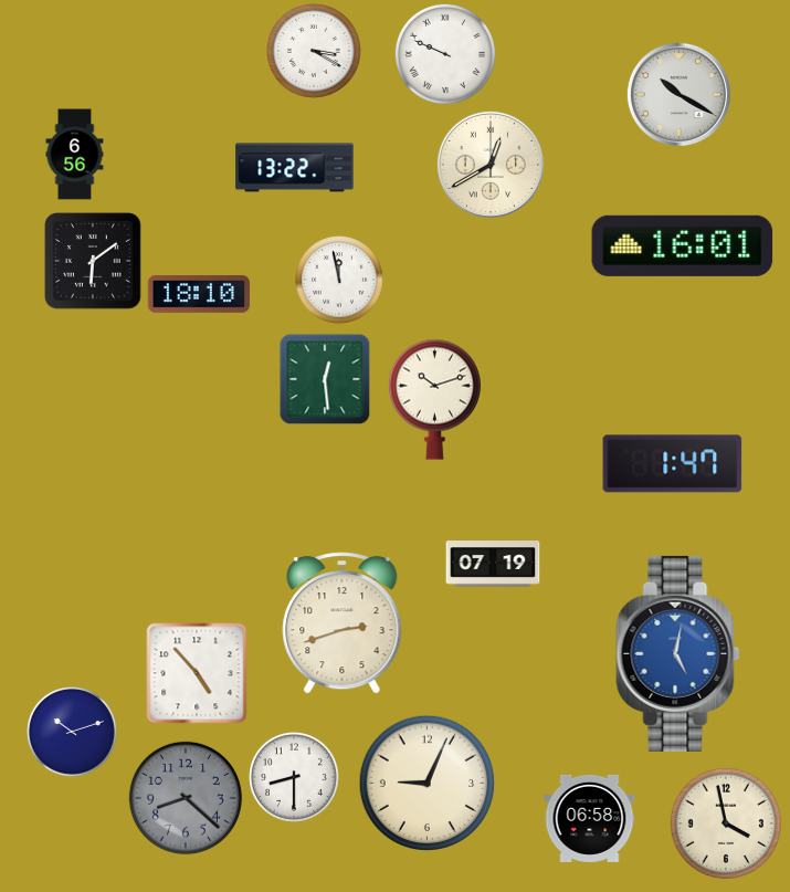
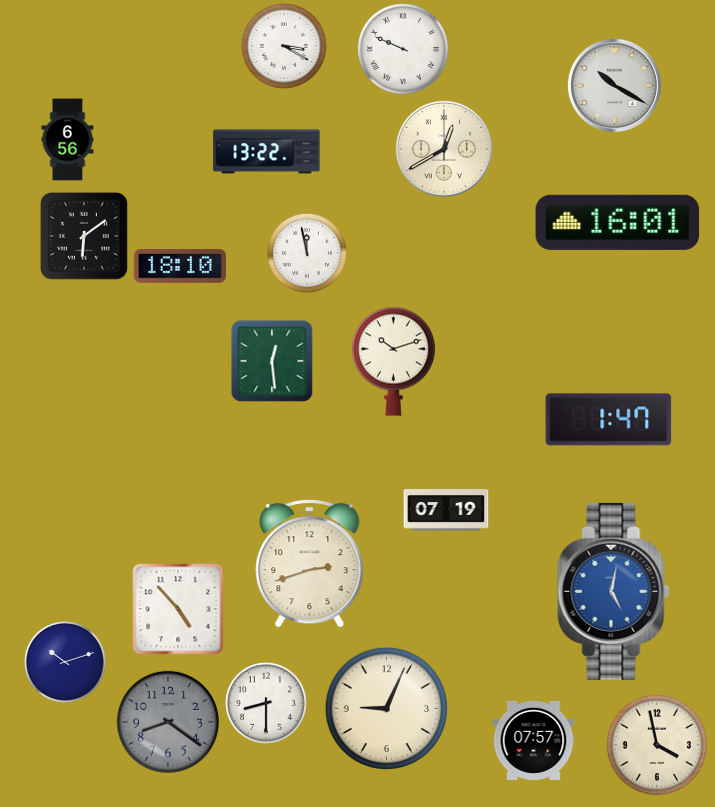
clock at (325, 379) position: (325, 379) -> (272, 361)
clock at (186, 798): 8:22 -> 8:21
clock at (590, 818): 06:58 -> 07:57
